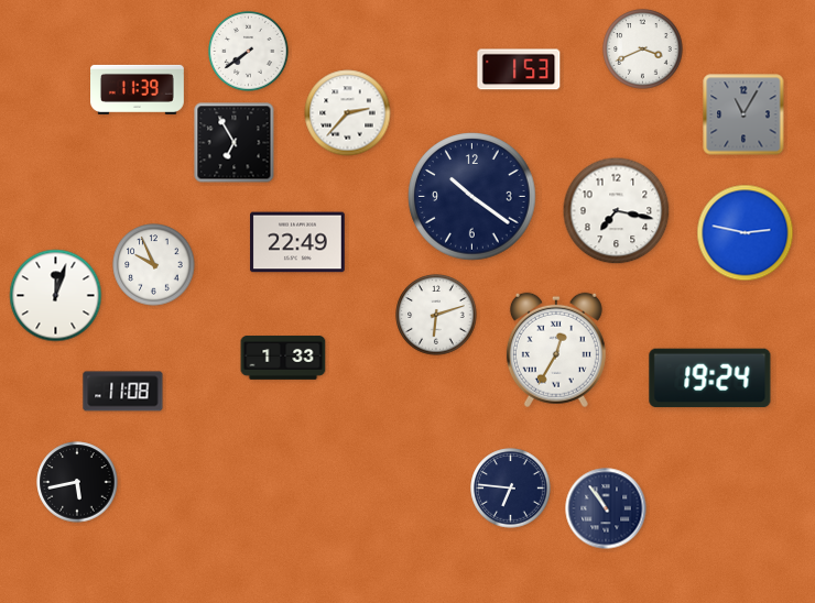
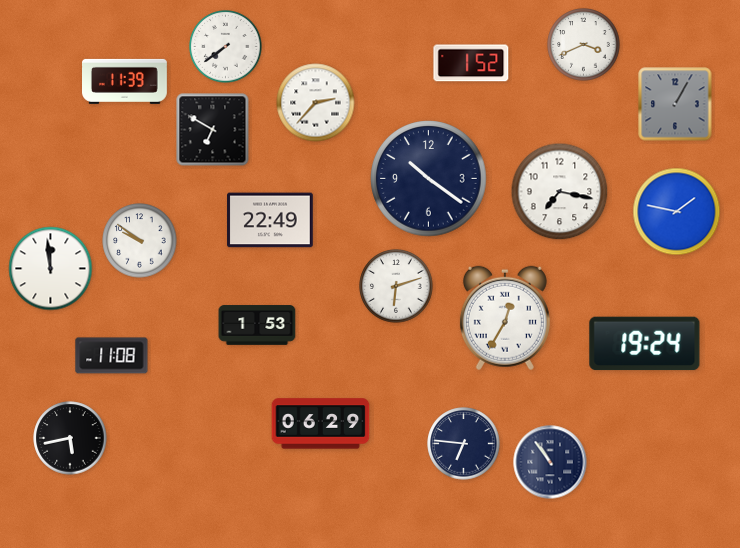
clock at (519, 69): 1:53 -> 1:52
clock at (743, 114): 11:05 -> 1:05
clock at (235, 143): 6:55 -> 6:50
clock at (746, 233): 2:47 -> 1:47
clock at (154, 265): 9:56 -> 9:51
clock at (56, 296): 12:03 -> 11:59
clock at (283, 358): 1:33 -> 1:53
clock at (321, 424): none -> 06:29
